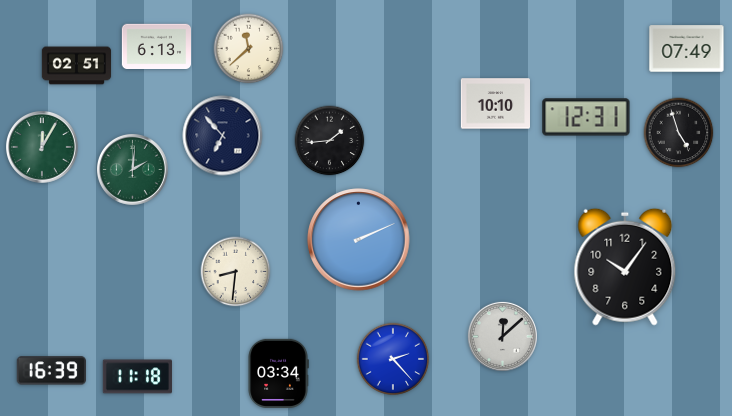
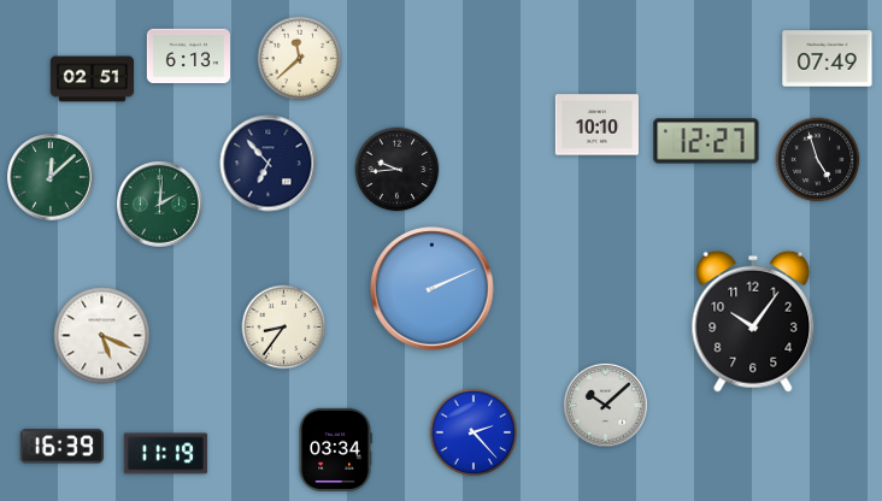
clock at (586, 117): 12:31 -> 12:27
clock at (330, 141): 1:44 -> 9:44
clock at (43, 148): 12:05 -> 12:08
clock at (236, 272): 8:31 -> 8:36
clock at (102, 336): none -> 5:19
clock at (502, 336): 12:08 -> 10:08
clock at (137, 377): 11:18 -> 11:19
